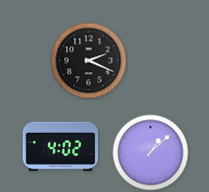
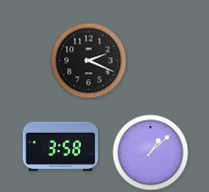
clock at (61, 147): 4:02 -> 3:58
